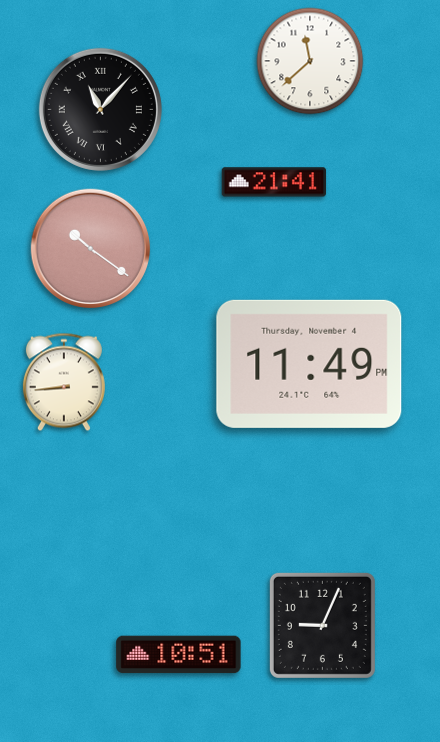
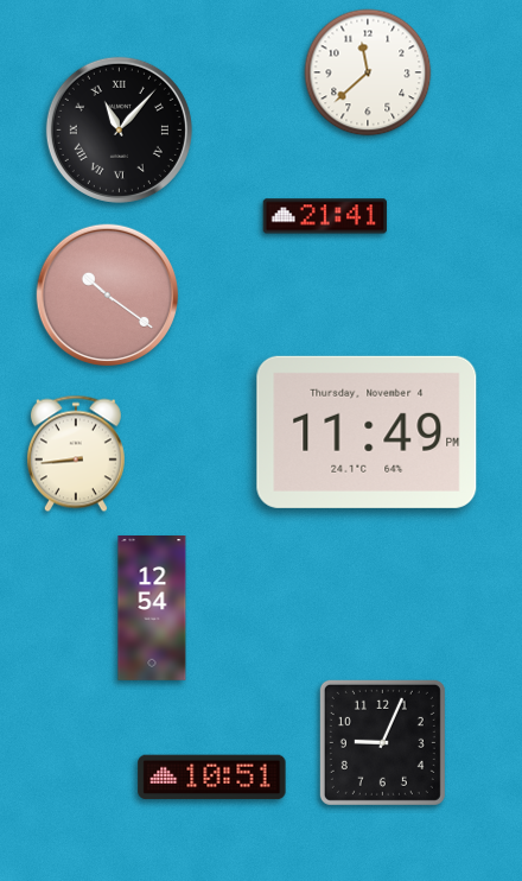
clock at (152, 609): none -> 12:54
